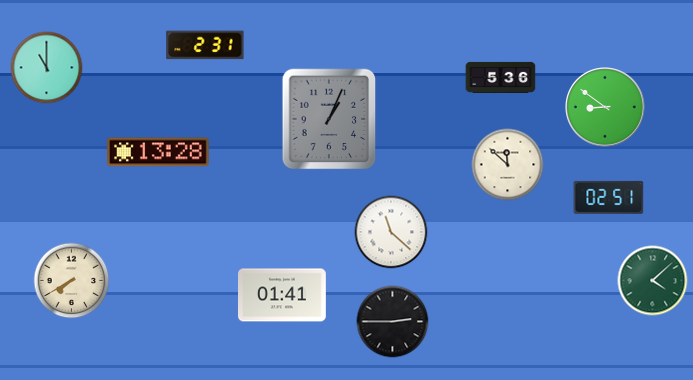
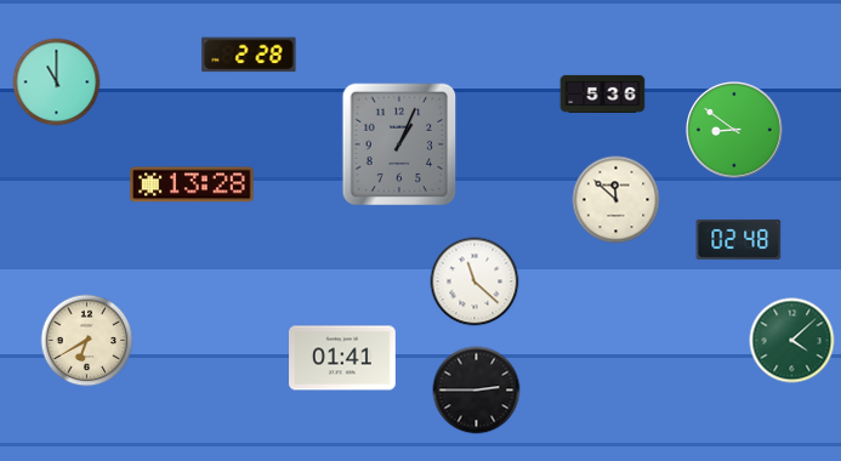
clock at (205, 45): 2:31 -> 2:28
clock at (501, 77) position: (501, 77) -> (603, 93)
clock at (609, 197): 02:51 -> 02:48
clock at (72, 281): 7:40 -> 6:40
